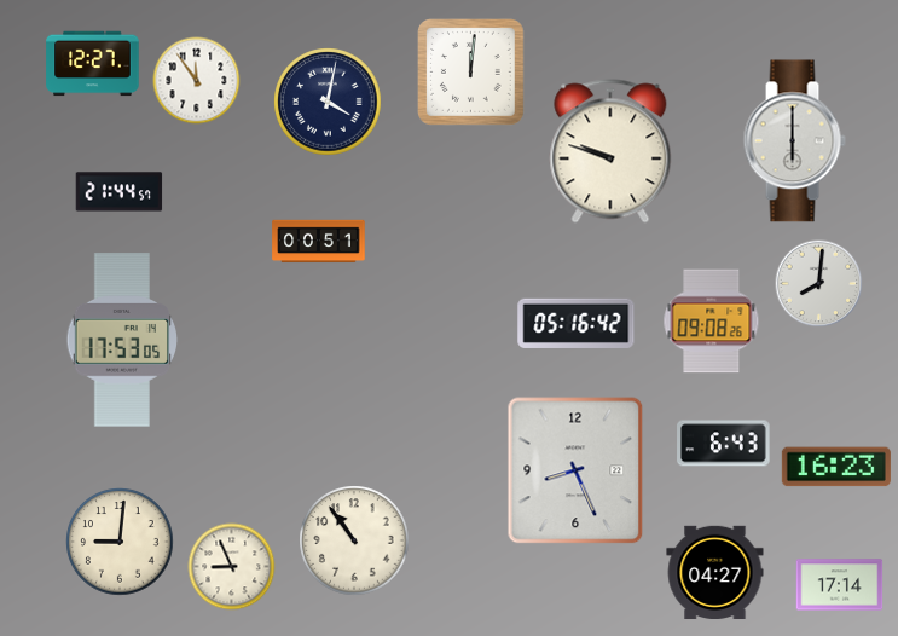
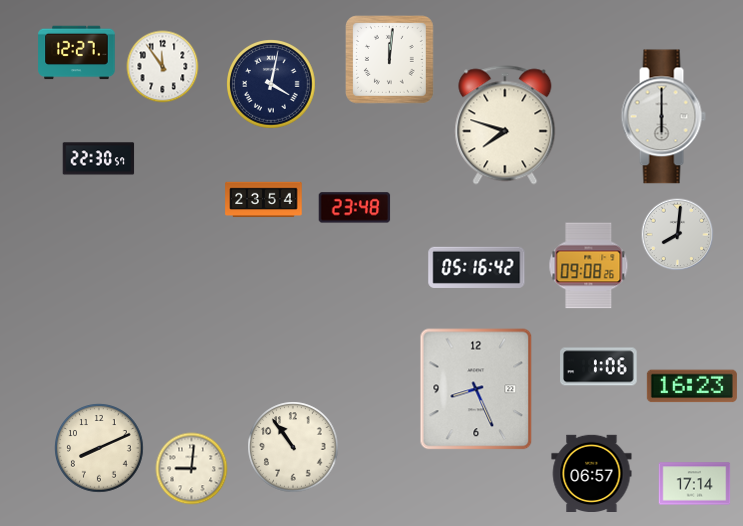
clock at (794, 141) position: (794, 141) -> (663, 117)
clock at (610, 151): 9:48 -> 7:48
clock at (120, 192): 21:44 -> 22:30
clock at (319, 242): 00:51 -> 23:54
clock at (355, 208): none -> 23:48
clock at (122, 340): 17:53 -> none
clock at (724, 444): 6:43 -> 1:06
clock at (120, 542): 9:01 -> 8:11
clock at (232, 567): 8:56 -> 9:01
clock at (715, 572): 04:27 -> 06:57
